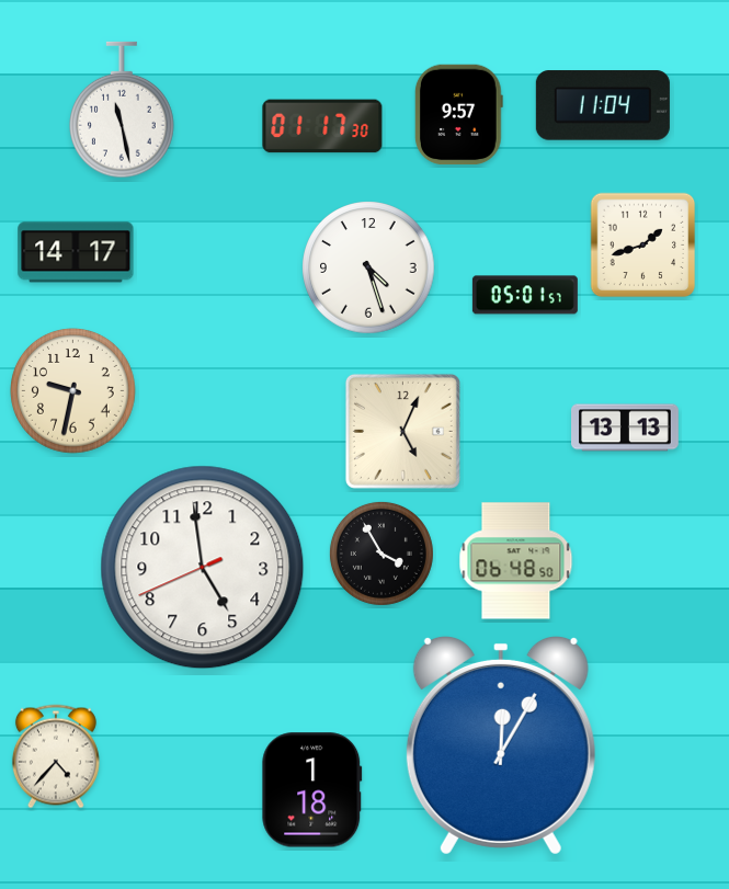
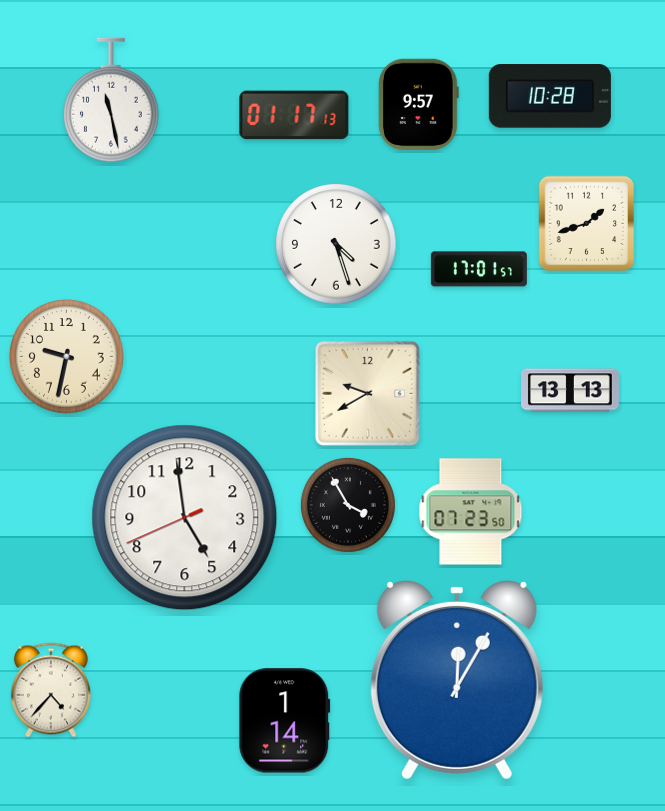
clock at (603, 105): 11:04 -> 10:28
clock at (322, 126): 01:17:30 -> 01:17:13
clock at (76, 252): 14:17 -> none
clock at (525, 295): 05:01 -> 17:01
clock at (402, 431): 5:04 -> 9:40
clock at (516, 561): 06:48 -> 07:23
clock at (312, 790): 1:18 -> 1:14
